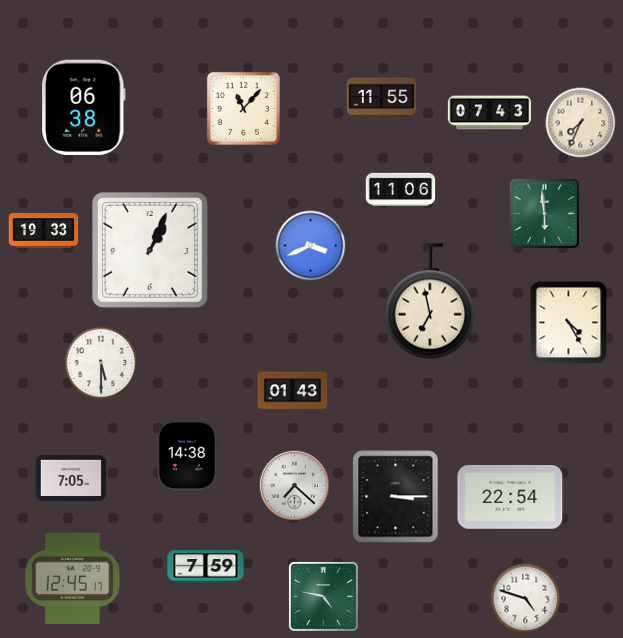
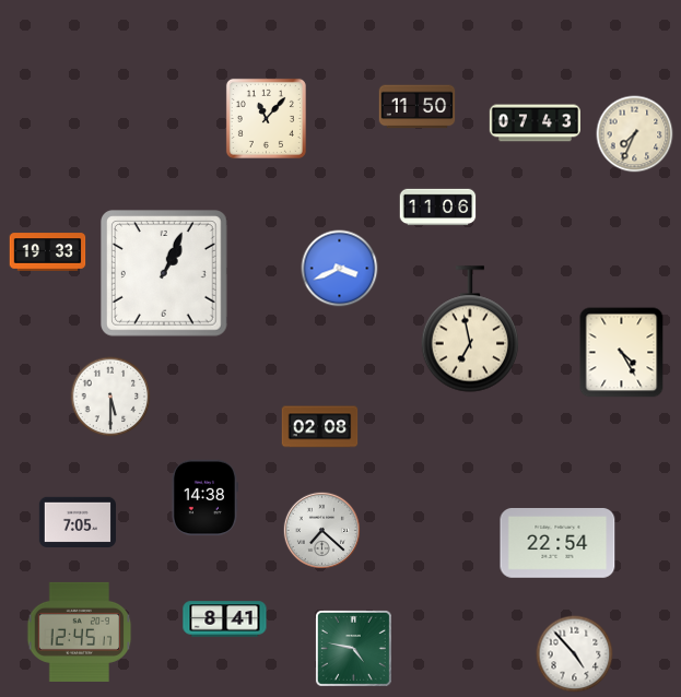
clock at (382, 98): 11:55 -> 11:50
clock at (84, 108): 06:38 -> none
clock at (544, 213): 5:59 -> none
clock at (293, 391): 01:43 -> 02:08
clock at (396, 497): 3:15 -> none
clock at (206, 567): 7:59 -> 8:41
clock at (323, 596) position: (323, 596) -> (353, 648)
clock at (526, 599): 4:48 -> 4:53
